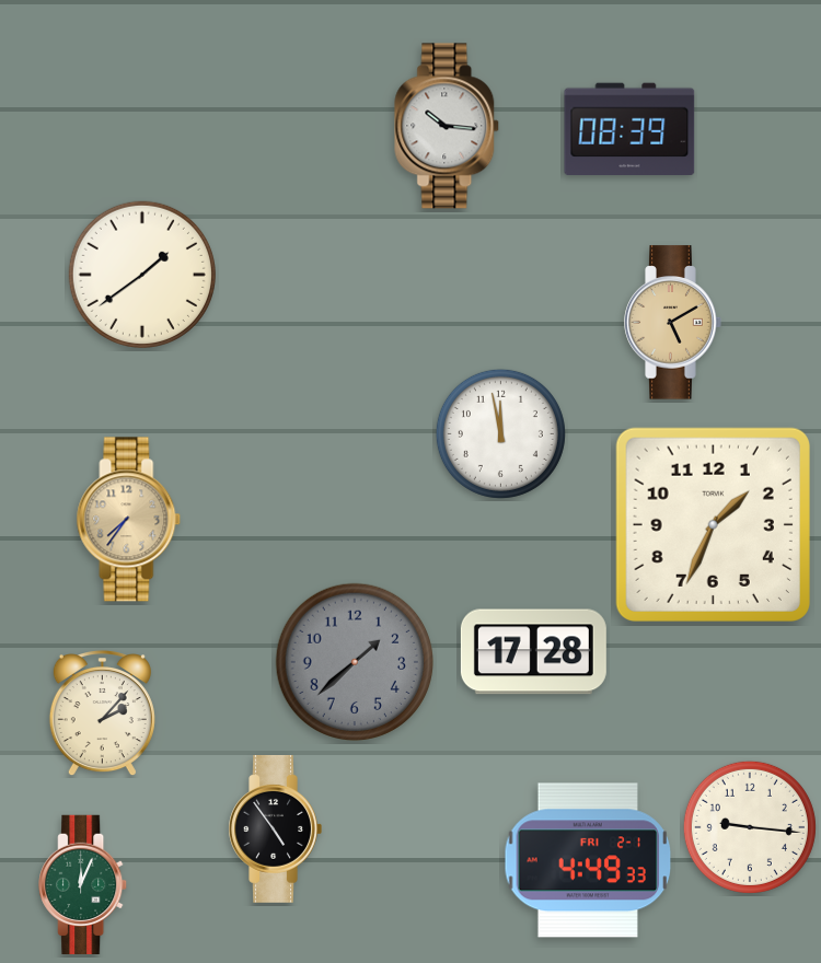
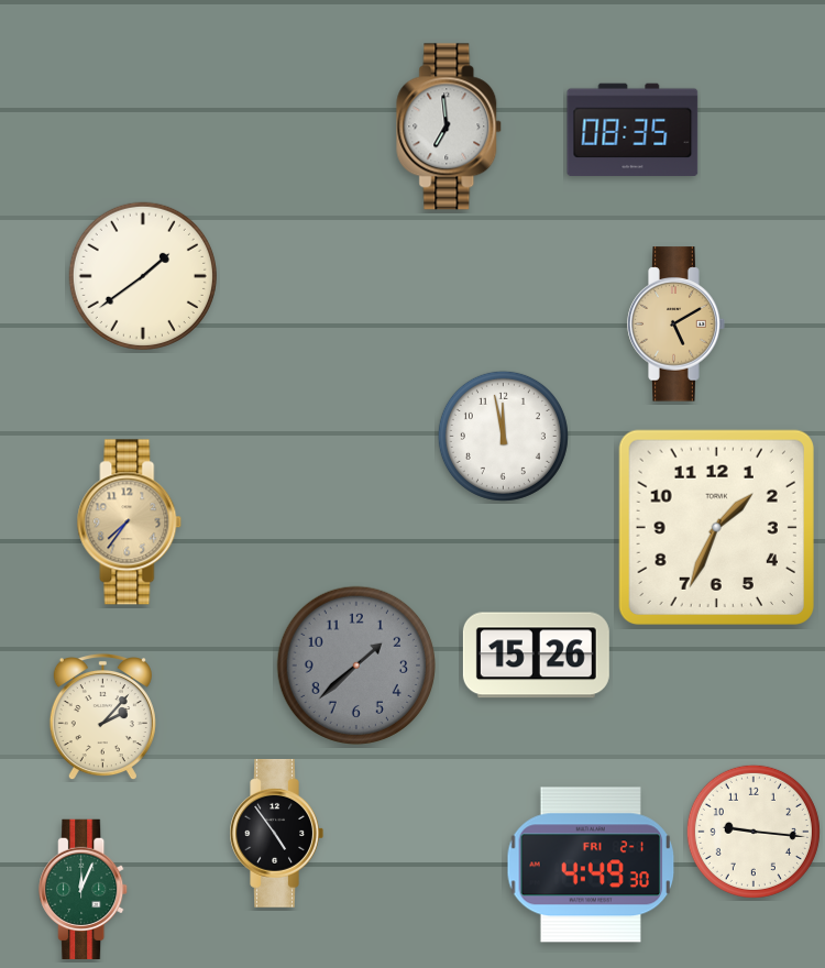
clock at (448, 126): 10:16 -> 6:59
clock at (629, 128): 08:39 -> 08:35
clock at (533, 652): 17:28 -> 15:26
clock at (588, 860): 4:49:33 -> 4:49:30
